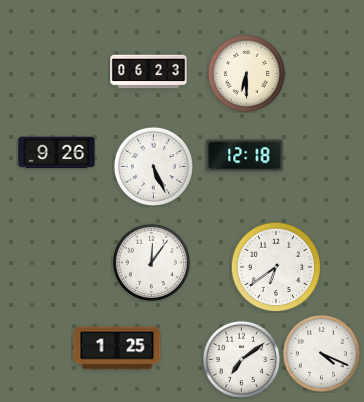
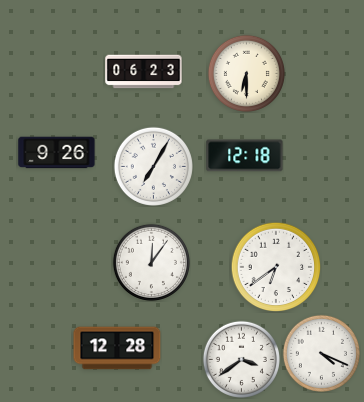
clock at (149, 72) position: (149, 72) -> (144, 72)
clock at (153, 166): 5:26 -> 7:05
clock at (117, 348): 1:25 -> 12:28
clock at (241, 359): 7:09 -> 3:39
